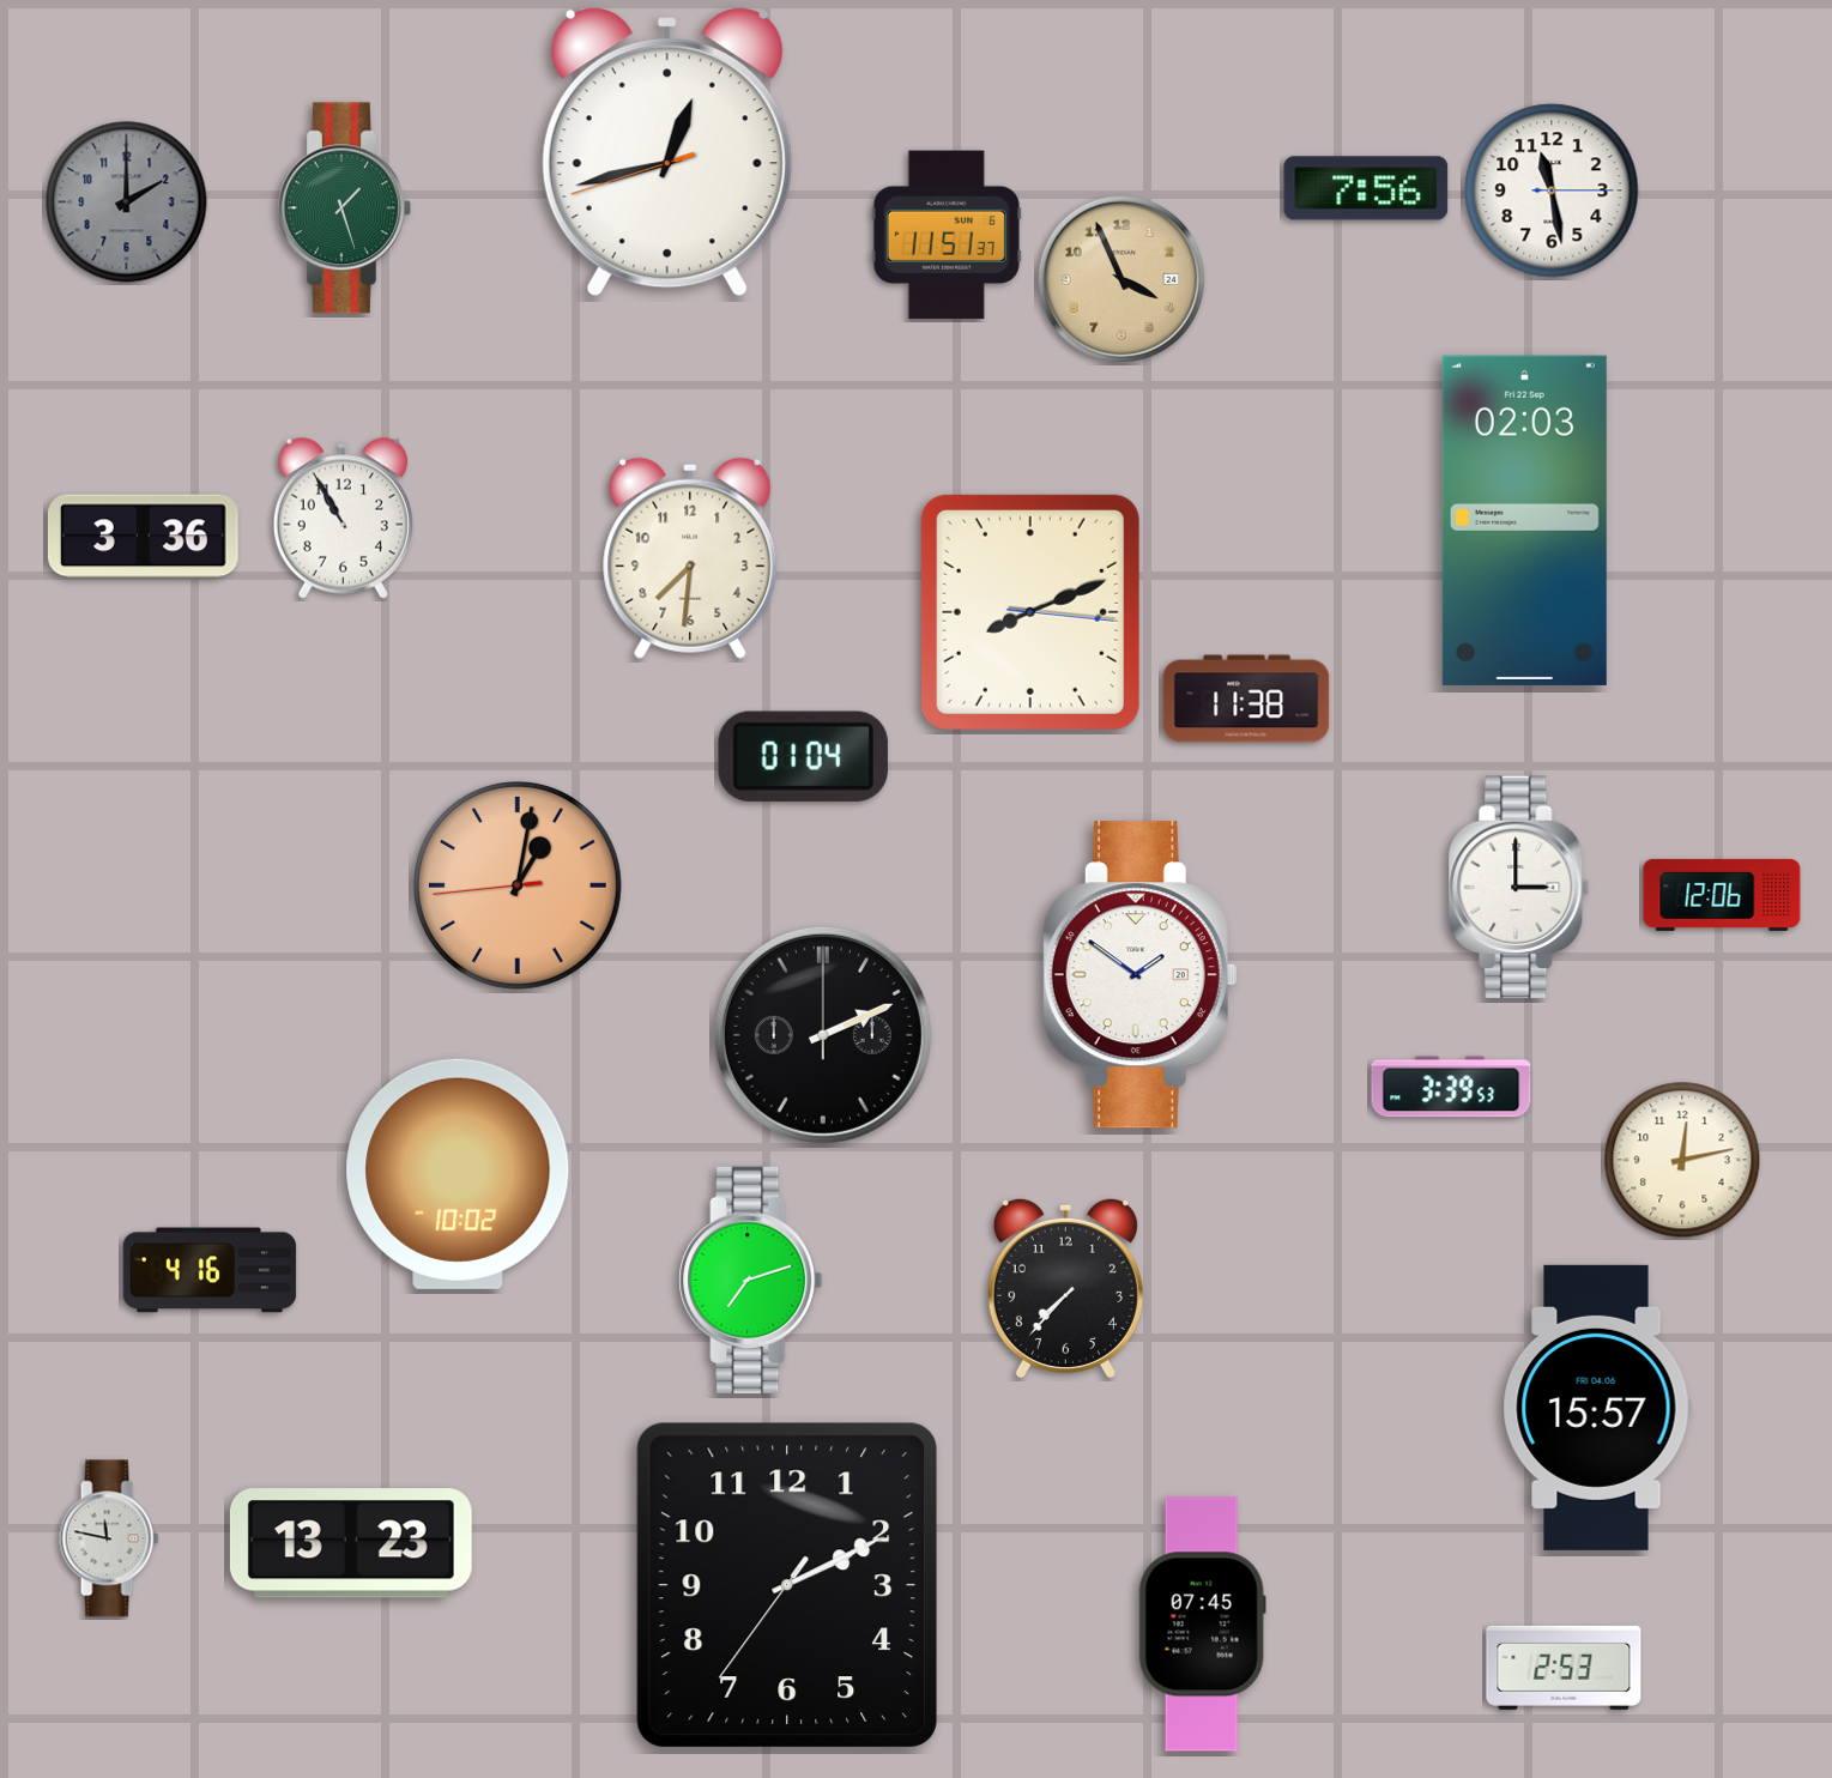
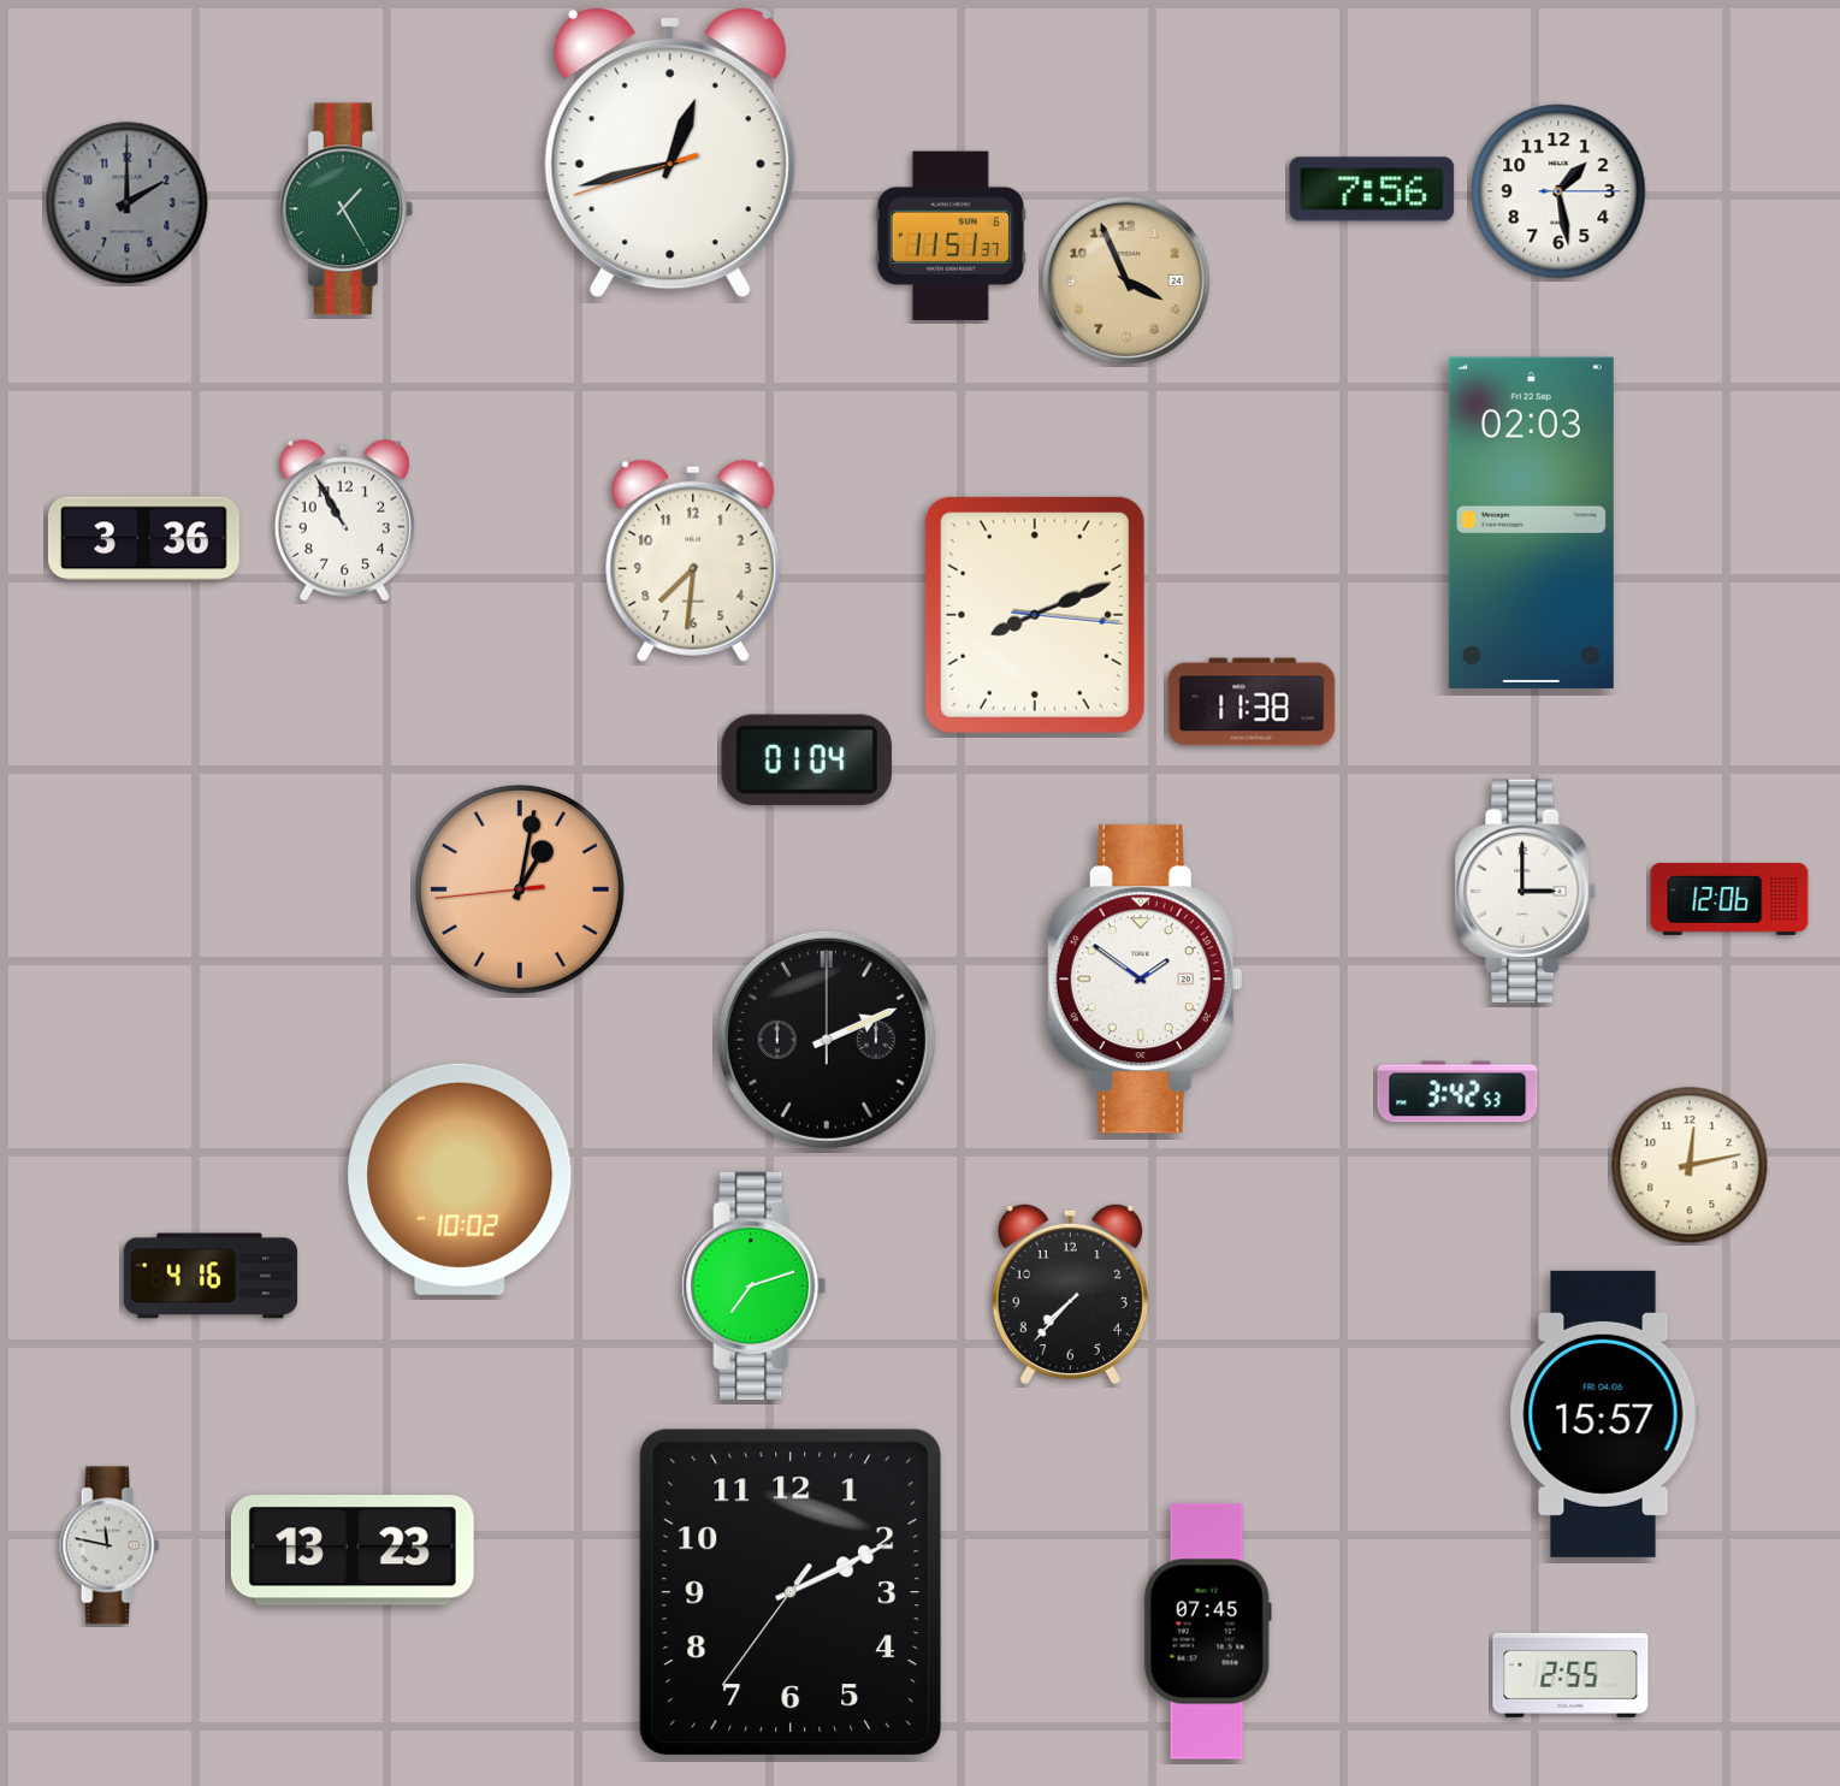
clock at (1552, 190): 11:28 -> 1:28
clock at (344, 208): 1:27 -> 1:25
clock at (1451, 1087): 3:39 -> 3:42
clock at (1564, 1668): 2:53 -> 2:55
